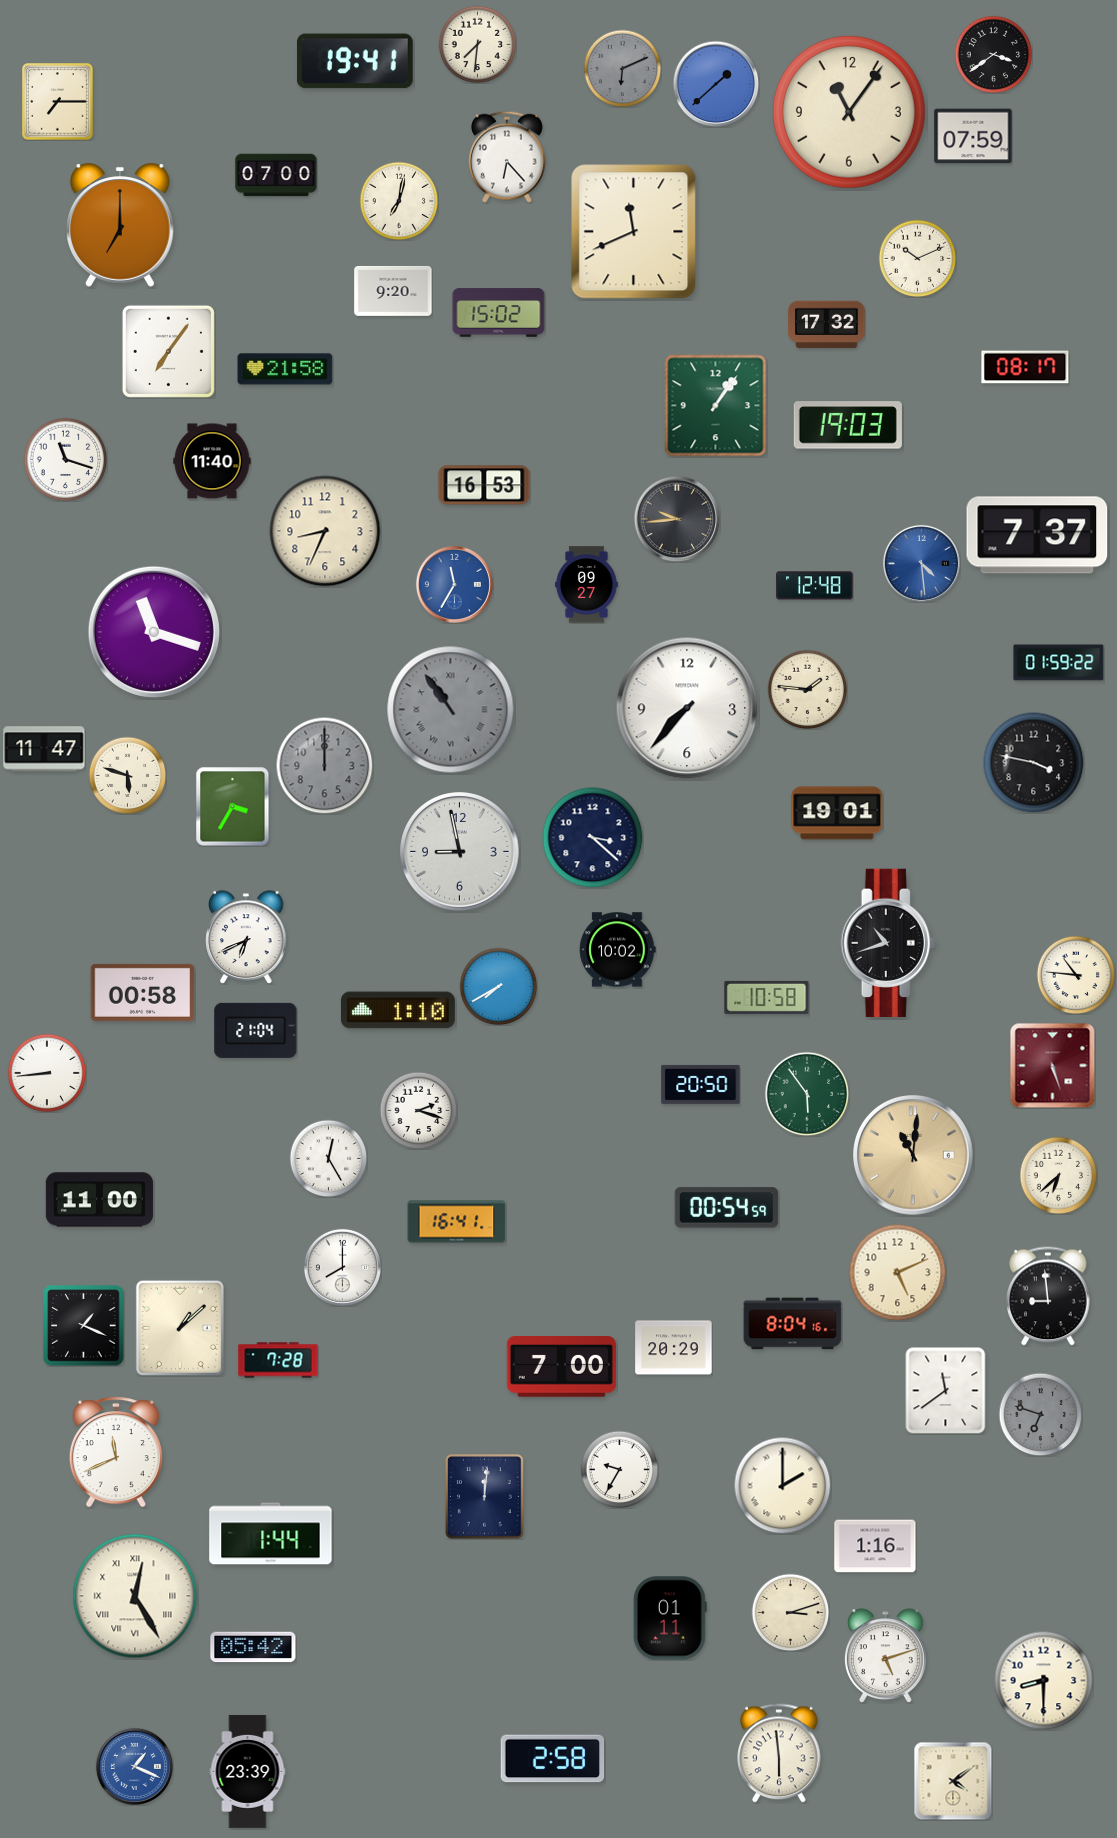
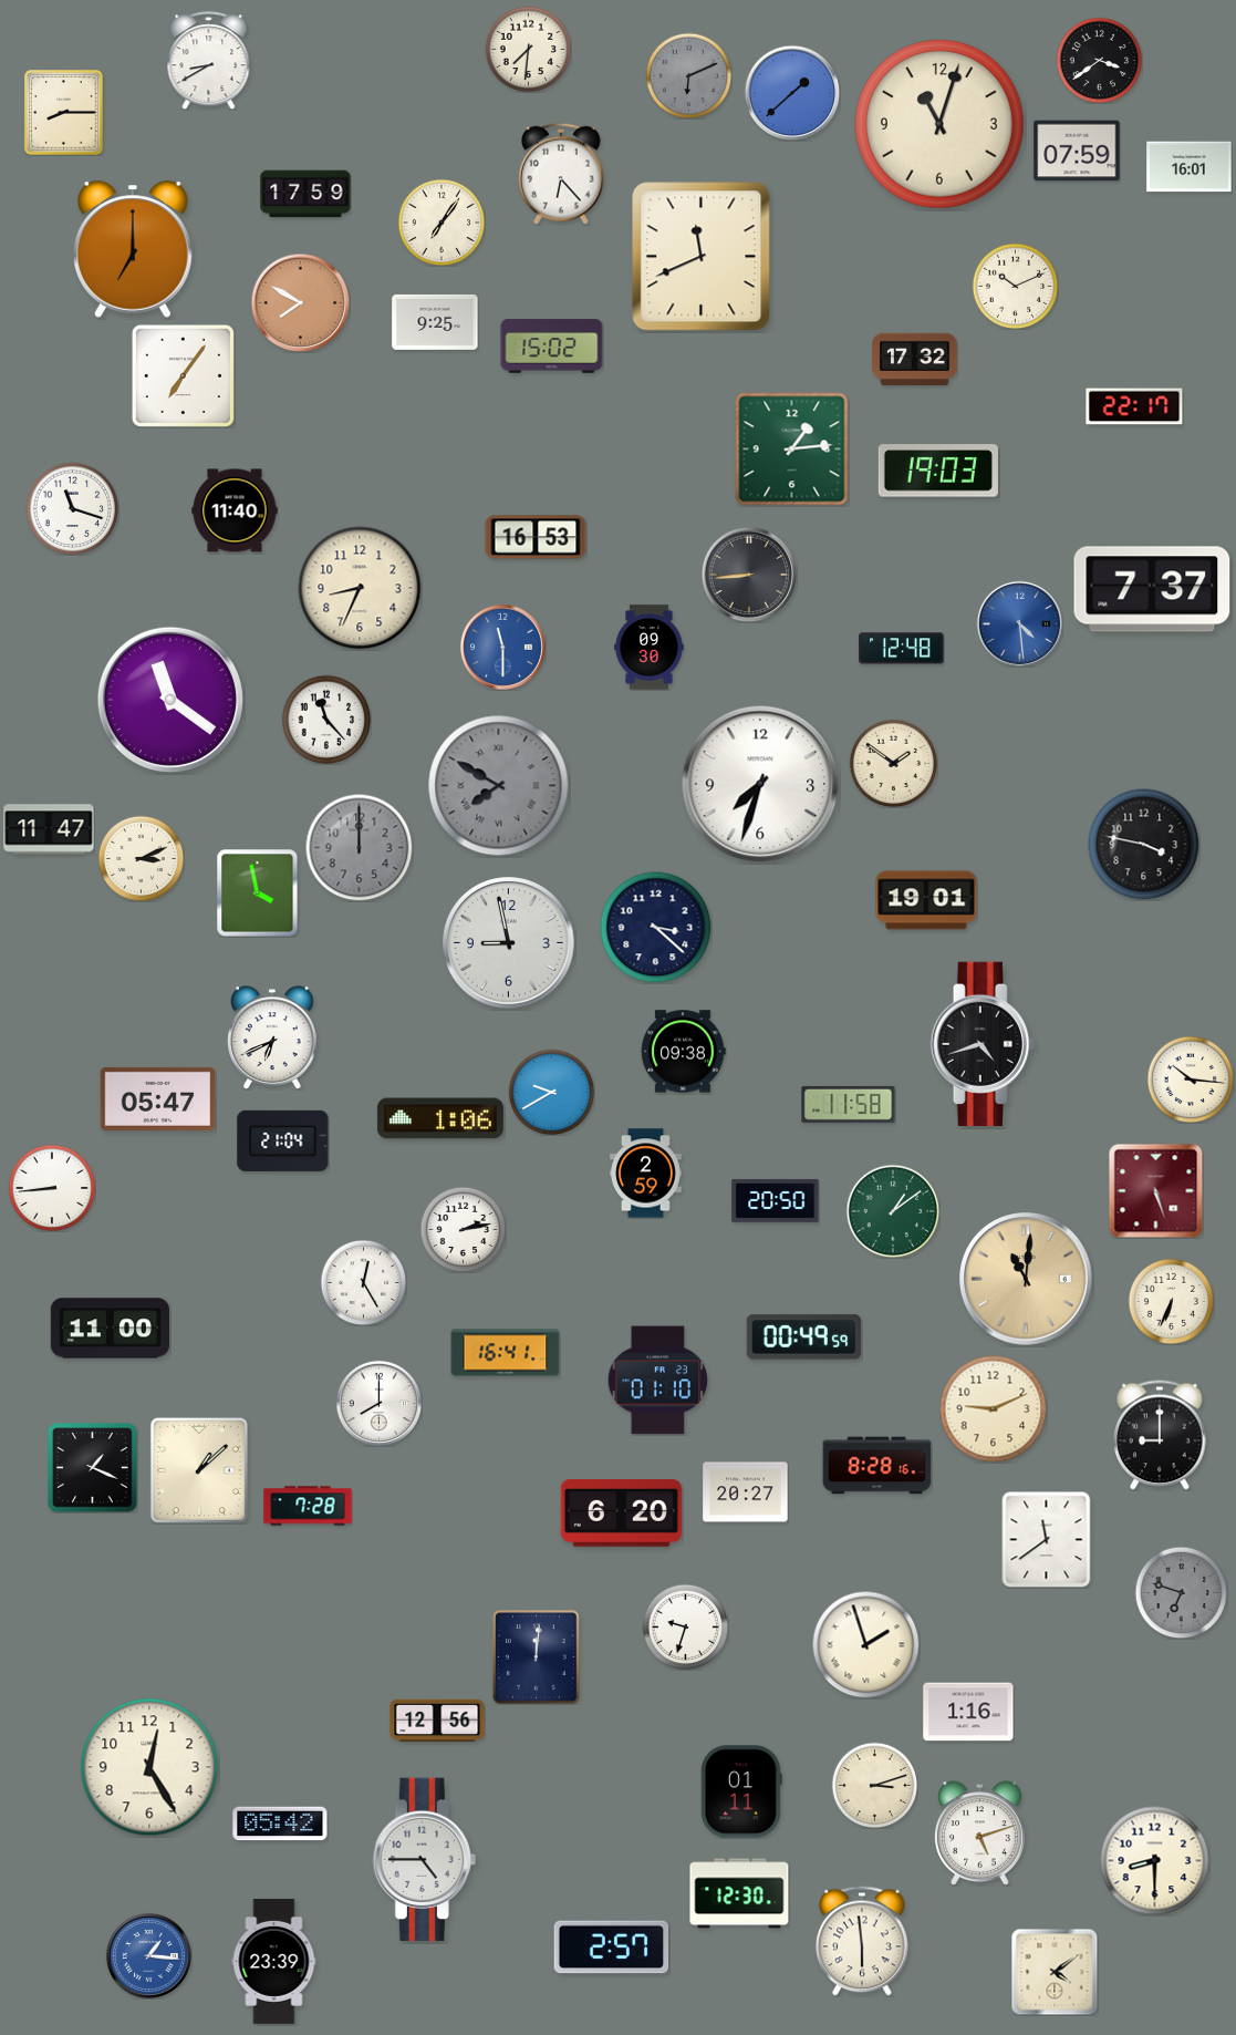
clock at (209, 61): none -> 8:40
clock at (355, 61): 19:41 -> none
clock at (58, 102): 7:15 -> 8:15
clock at (849, 112): 11:06 -> 11:03
clock at (1190, 167): none -> 16:01
clock at (276, 175): 07:00 -> 17:59
clock at (399, 201): 7:02 -> 7:06
clock at (300, 302): none -> 7:50
clock at (393, 291): 9:20 -> 9:25
clock at (168, 351) position: (168, 351) -> (183, 375)
clock at (1025, 367): 08:17 -> 22:17
clock at (285, 369): 21:58 -> none
clock at (716, 406): 1:06 -> 1:14
clock at (677, 519): 9:44 -> 8:44
clock at (1037, 535) position: (1037, 535) -> (1152, 589)
clock at (454, 584): 11:35 -> 11:30
clock at (587, 585): 09:27 -> 09:30
clock at (154, 632): 11:18 -> 11:21
clock at (326, 720): none -> 11:23
clock at (1059, 663): 01:59 -> none
clock at (807, 689): 1:46 -> 1:51
clock at (687, 708): 7:37 -> 7:33
clock at (451, 710): 10:54 -> 7:50
clock at (127, 775): 5:48 -> 3:11
clock at (233, 806): 3:35 -> 3:58
clock at (888, 942): 10:42 -> 4:42
clock at (617, 950): 10:02 -> 09:38
clock at (1076, 975): 10:46 -> 10:16
clock at (498, 986): 7:40 -> 9:40
clock at (143, 992): 00:58 -> 05:47
clock at (767, 997): 10:58 -> 11:58
clock at (398, 1010): 1:10 -> 1:06
clock at (646, 1174): none -> 2:59
clock at (1052, 1065) position: (1052, 1065) -> (1155, 1190)
clock at (807, 1094): 5:54 -> 1:09
clock at (418, 1110): 2:18 -> 2:13
clock at (914, 1156) position: (914, 1156) -> (1027, 1280)
clock at (1058, 1175): 6:38 -> 6:34
clock at (727, 1208): 00:54 -> 00:49
clock at (658, 1381): none -> 01:10
clock at (897, 1272): 5:11 -> 9:11
clock at (1048, 1296): 8:59 -> 9:00
clock at (793, 1324): 8:04 -> 8:28
clock at (674, 1348): 20:29 -> 20:27
clock at (561, 1367): 7:00 -> 6:20
clock at (1040, 1414) position: (1040, 1414) -> (1181, 1592)
clock at (116, 1452): 11:41 -> none
clock at (619, 1469): 9:35 -> 9:33
clock at (782, 1485): 2:00 -> 1:57
clock at (271, 1534): 1:44 -> none
clock at (437, 1721): none -> 12:56
clock at (135, 1596) numerals: Roman -> Arabic
clock at (424, 1860): none -> 4:45
clock at (739, 1893): none -> 12:30
clock at (553, 1759): 2:58 -> 2:57
clock at (134, 1766): 1:19 -> 1:16
